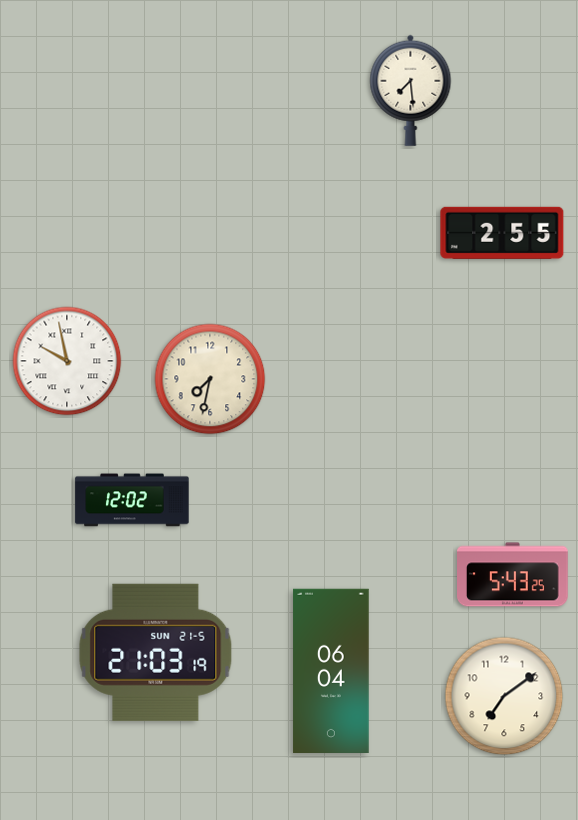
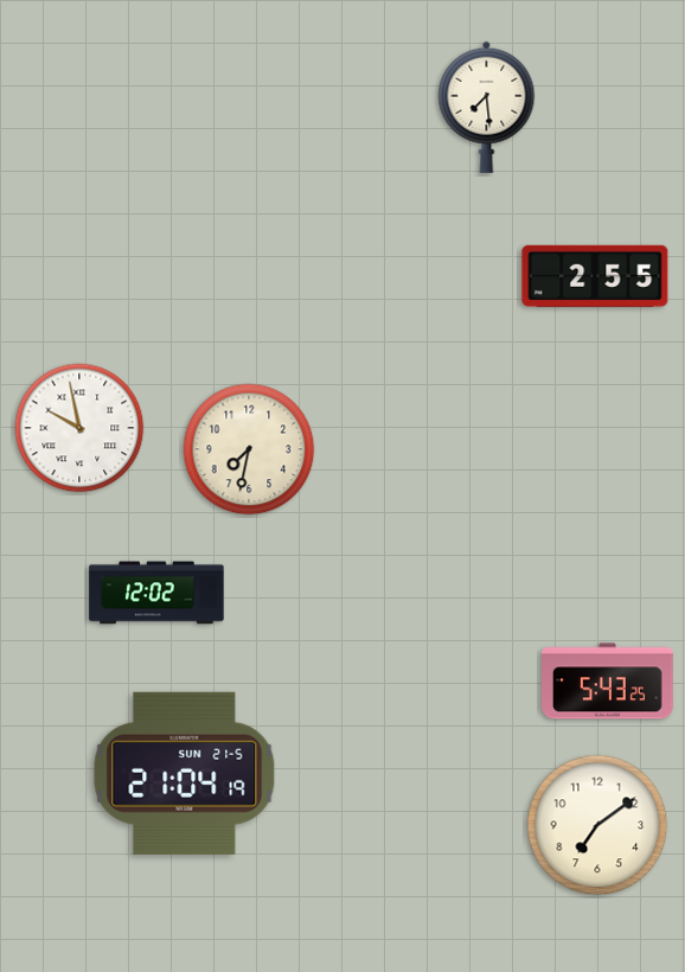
clock at (156, 652): 21:03 -> 21:04
clock at (331, 670): 06:04 -> none
